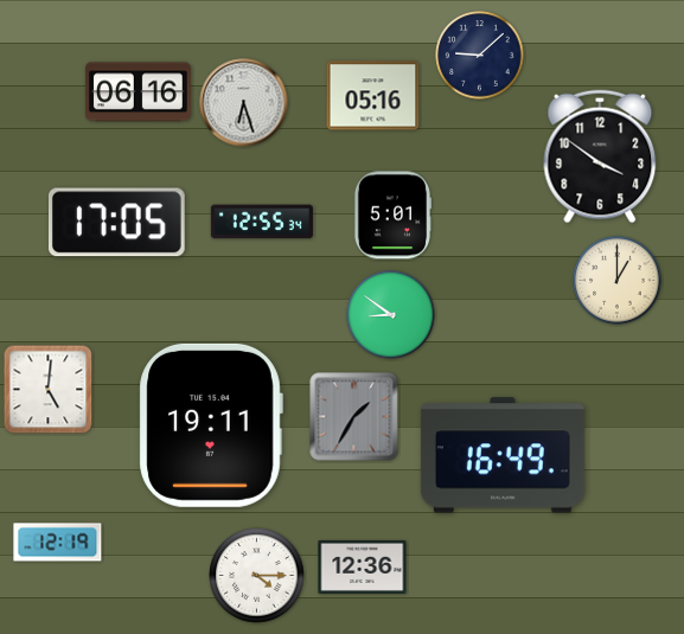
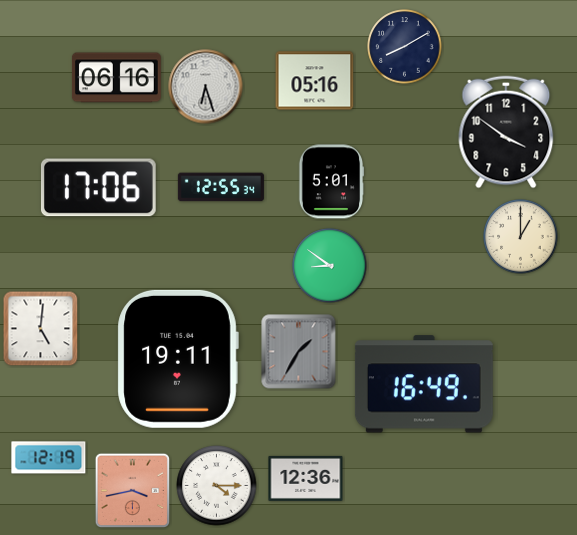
clock at (480, 56): 9:08 -> 8:10
clock at (116, 223): 17:05 -> 17:06
clock at (133, 491): none -> 3:43
